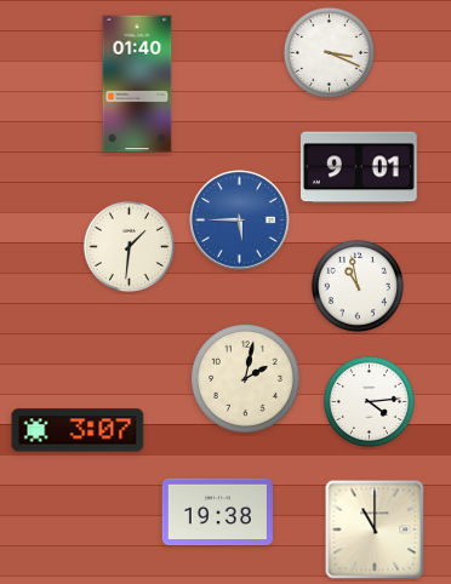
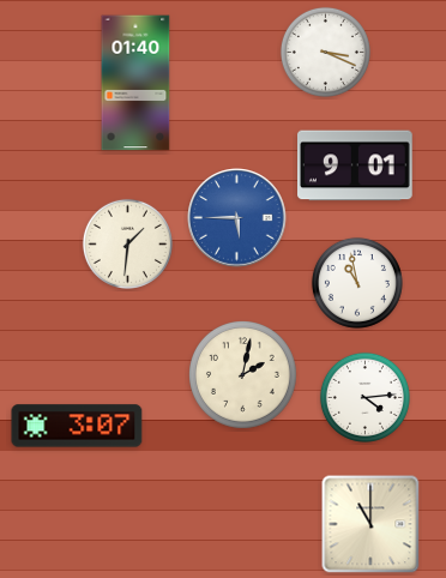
clock at (358, 286) position: (358, 286) -> (357, 283)
clock at (217, 513): 19:38 -> none
